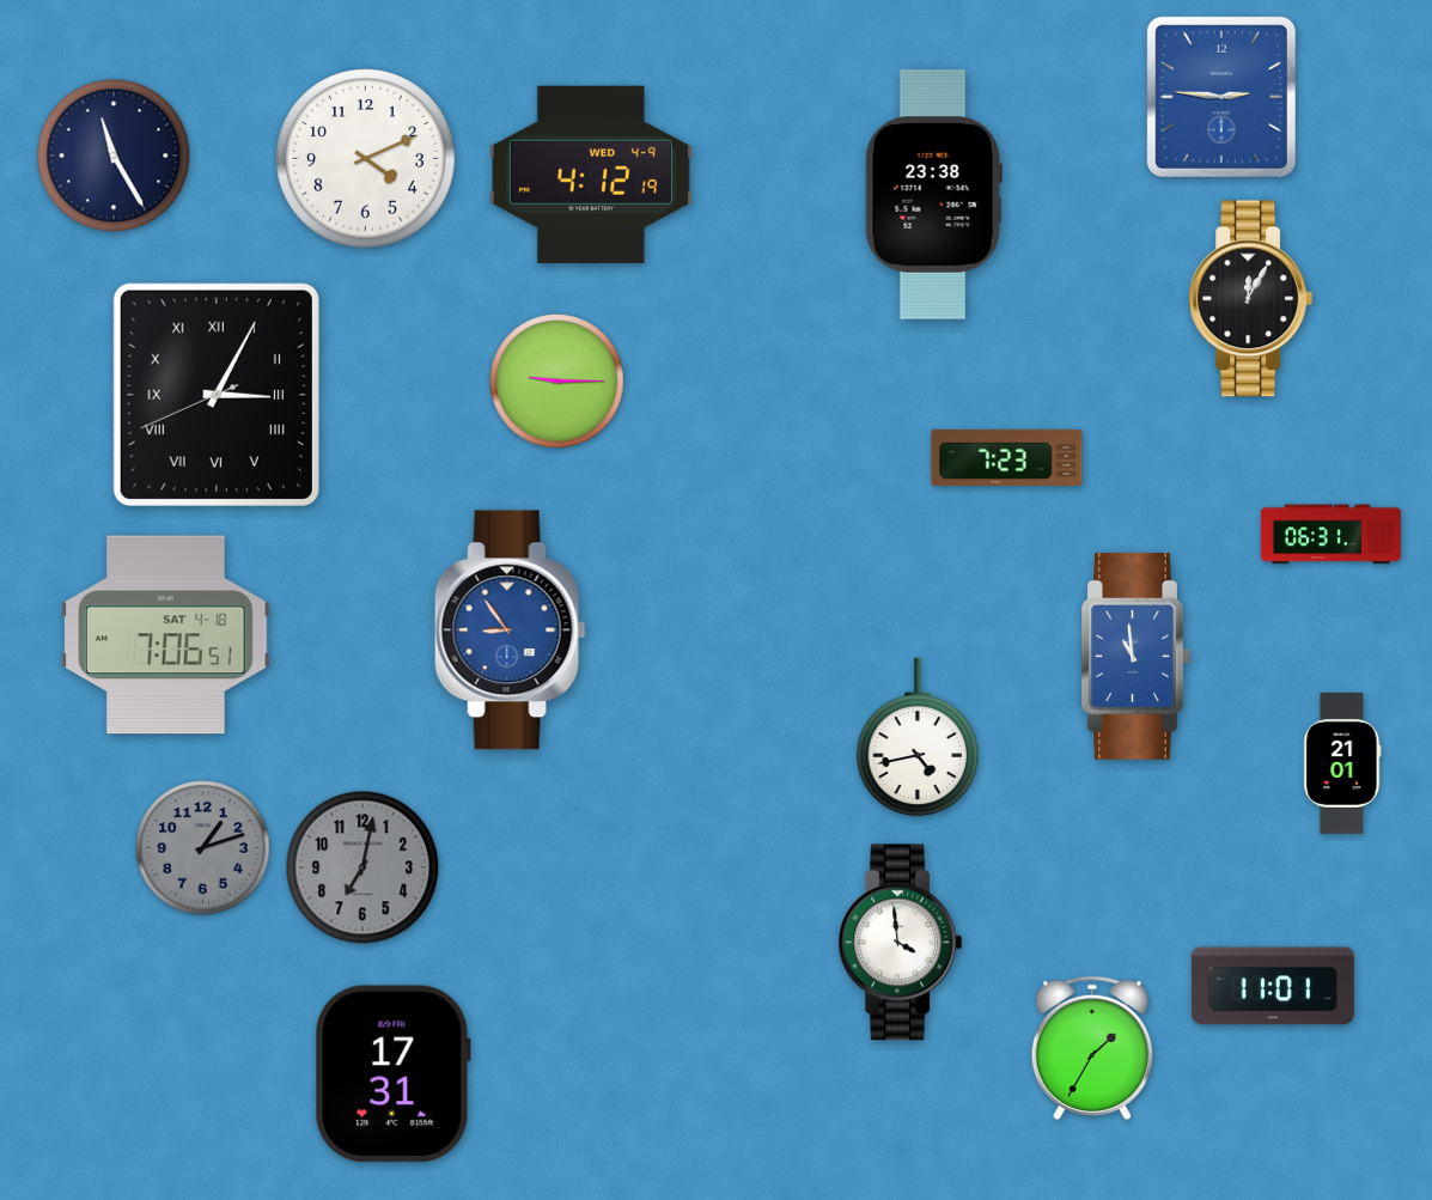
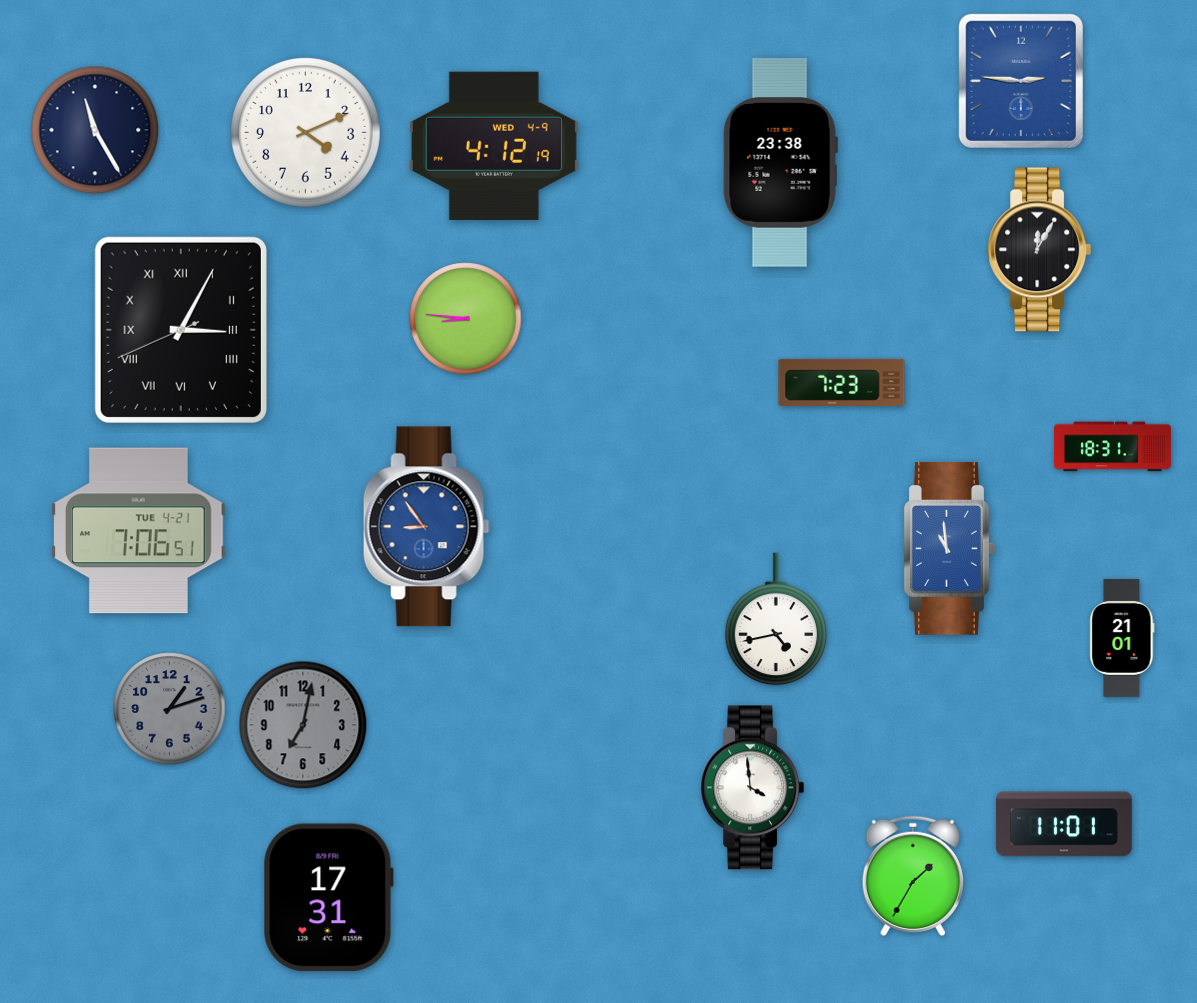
clock at (1251, 299) position: (1251, 299) -> (1040, 250)
clock at (557, 382): 9:15 -> 8:46
clock at (1330, 535): 06:31 -> 18:31
clock at (166, 635) date: SAT 4-18 -> TUE 4-21
clock at (918, 737) position: (918, 737) -> (776, 619)
